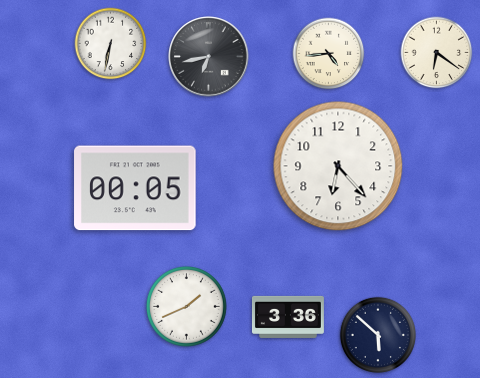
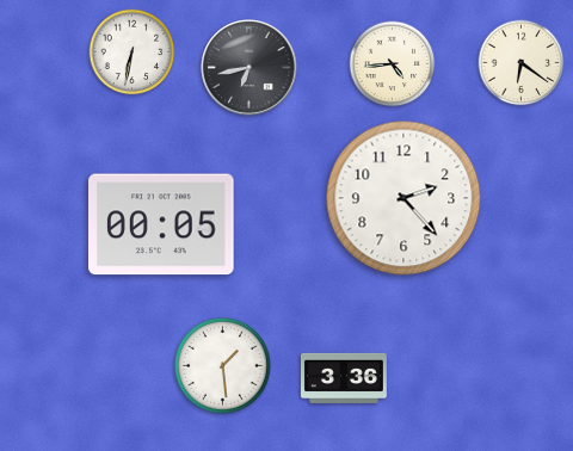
clock at (338, 166): 6:23 -> 2:23
clock at (186, 306): 1:41 -> 1:29
clock at (377, 334): 5:52 -> none
